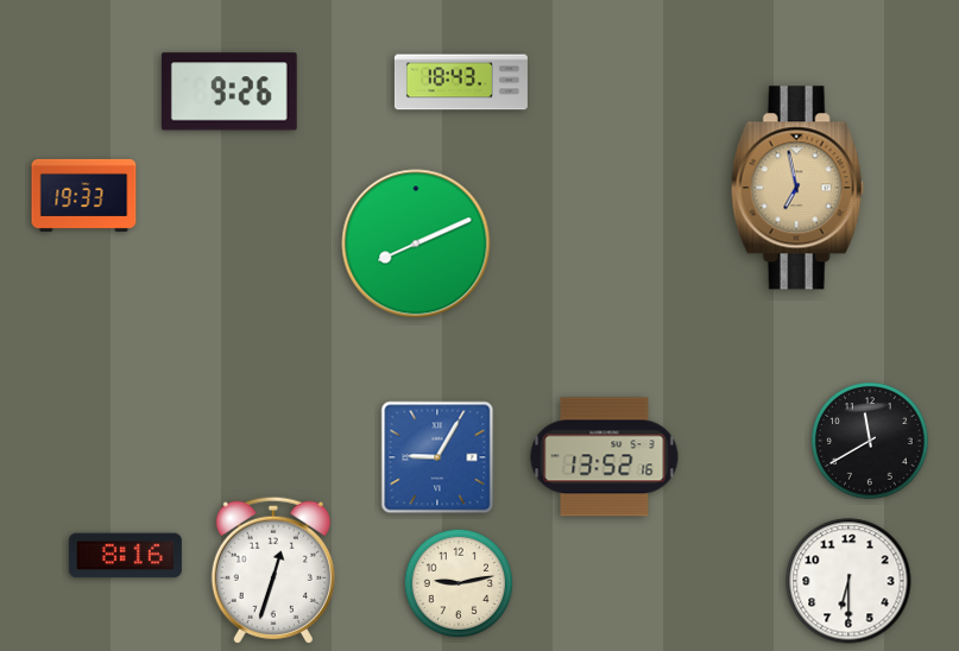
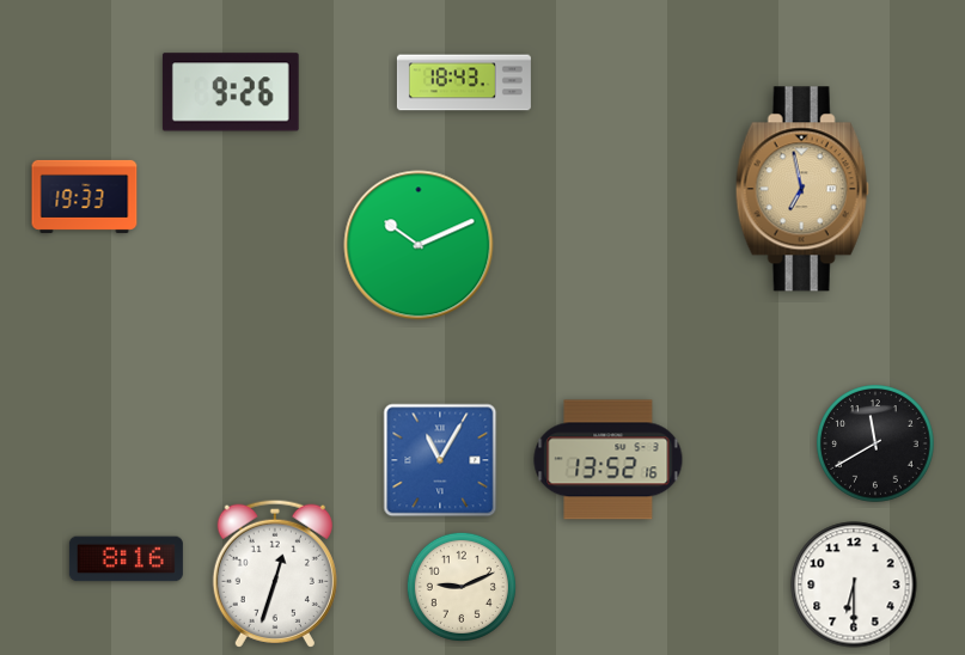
clock at (416, 244): 8:11 -> 10:11
clock at (437, 457): 9:05 -> 11:05
clock at (459, 583): 9:13 -> 9:11
